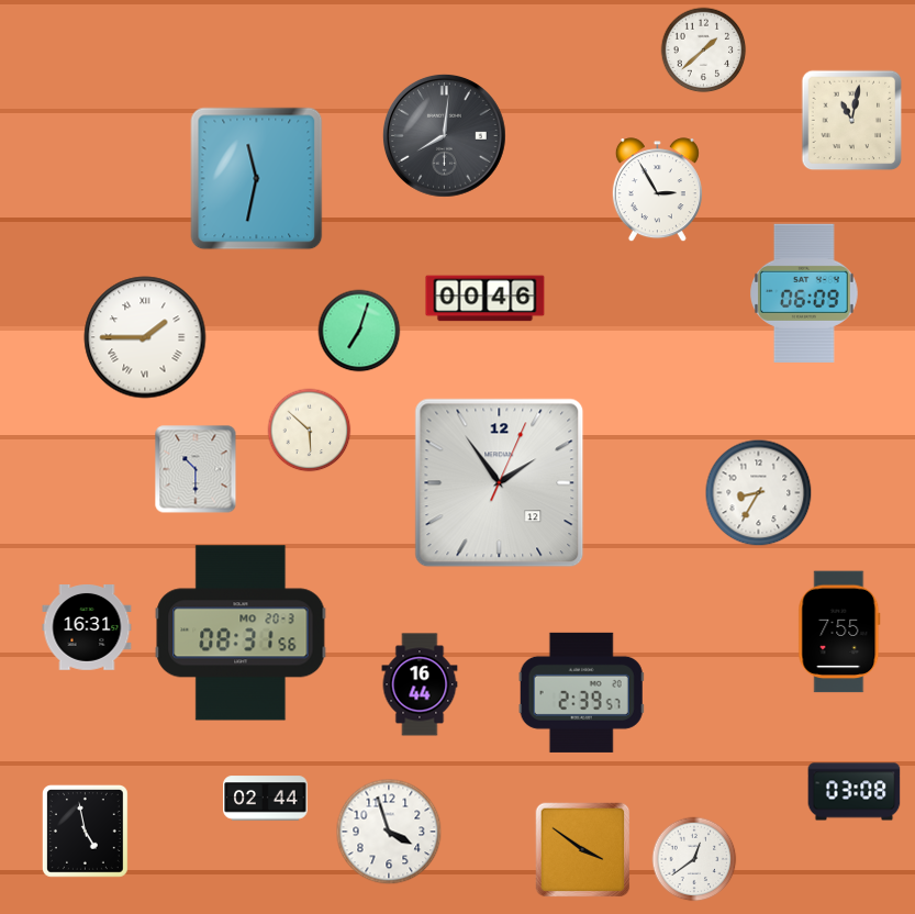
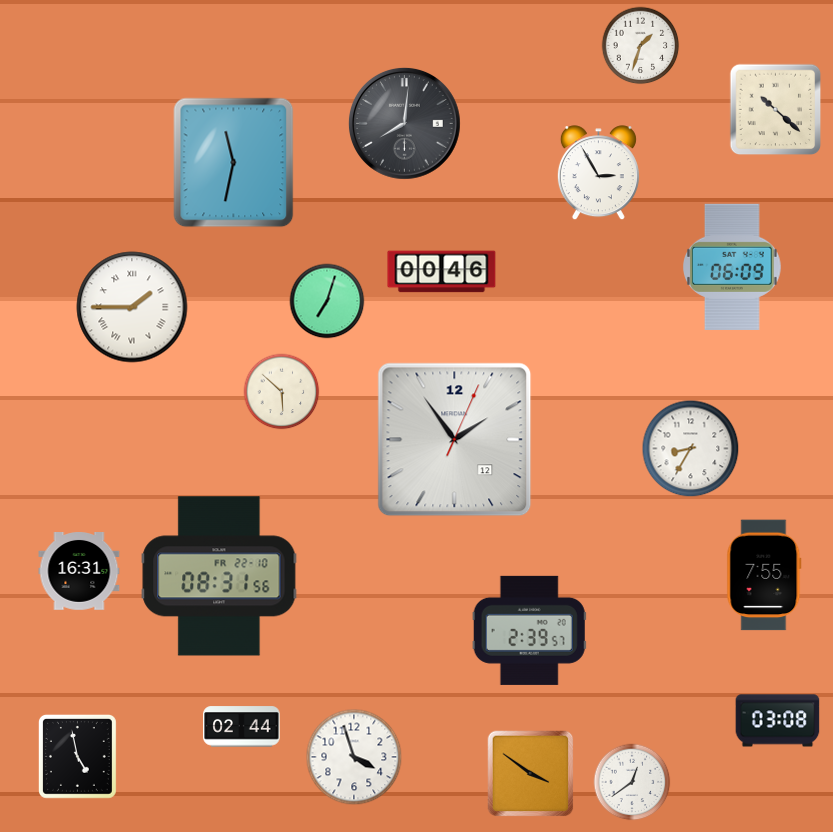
clock at (704, 51): 1:38 -> 1:33
clock at (852, 121): 11:02 -> 10:22
clock at (196, 469): 10:30 -> none
clock at (241, 633) date: MO 20-3 -> FR 22-10
clock at (420, 684): 16:44 -> none
